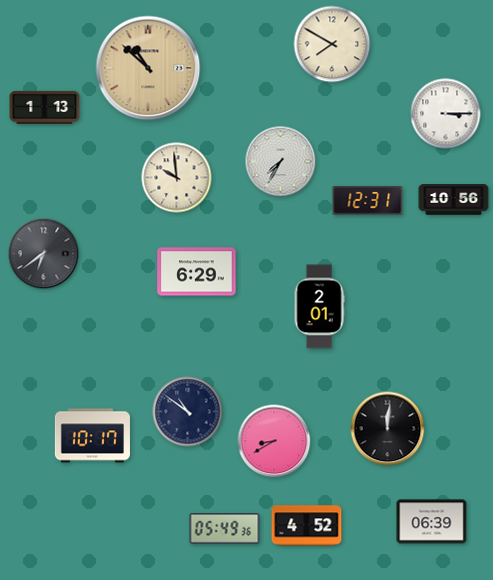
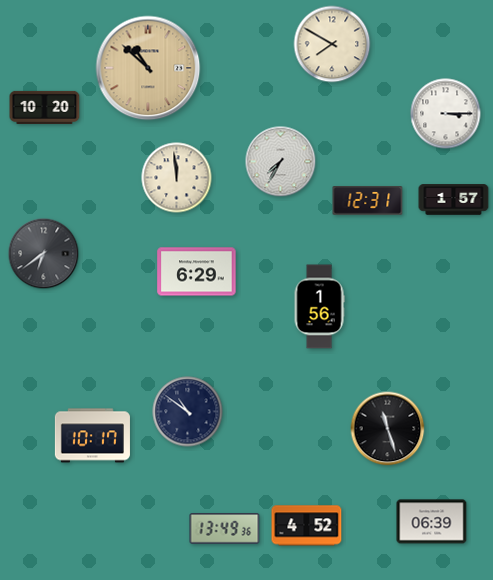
clock at (45, 107): 1:13 -> 10:20
clock at (177, 178): 9:59 -> 11:59
clock at (454, 200): 10:56 -> 1:57
clock at (319, 307): 2:01 -> 1:56
clock at (388, 429): 12:01 -> 11:27
clock at (274, 441): 8:40 -> none
clock at (225, 529): 05:49 -> 13:49
